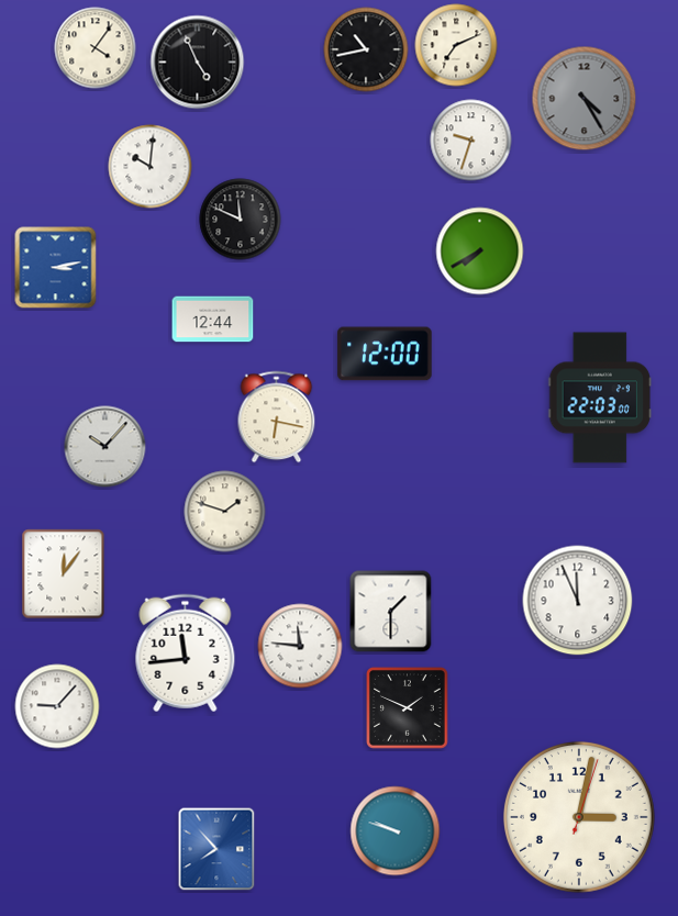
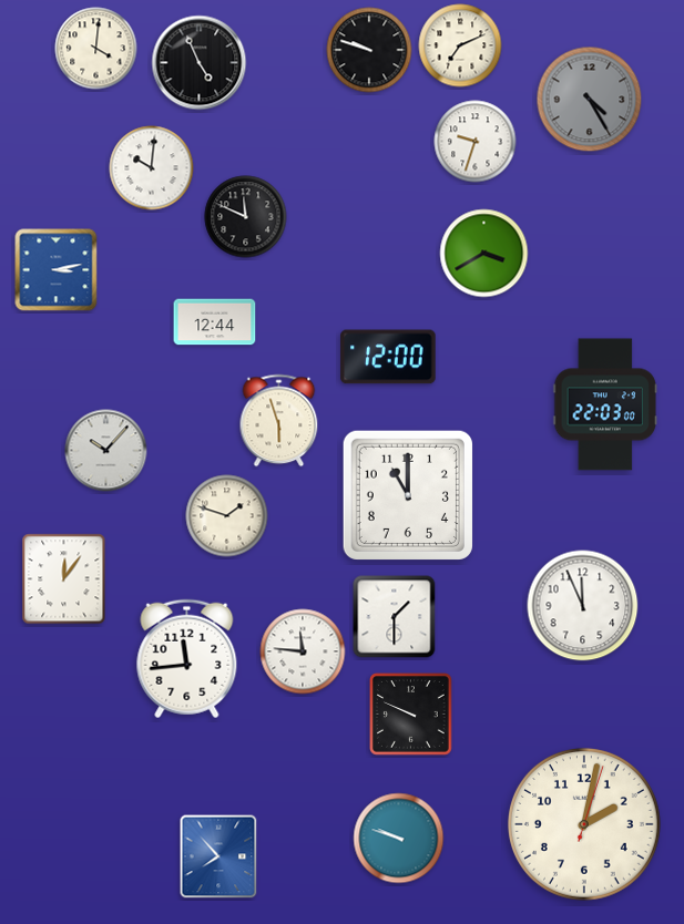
clock at (96, 48): 4:06 -> 4:01
clock at (366, 49): 10:43 -> 9:48
clock at (241, 220) position: (241, 220) -> (246, 217)
clock at (480, 252): 7:40 -> 3:40
clock at (599, 398) position: (599, 398) -> (604, 404)
clock at (277, 417): 6:17 -> 5:57
clock at (408, 495): none -> 11:00
clock at (57, 706): 9:07 -> none
clock at (408, 708): 1:49 -> 9:49
clock at (579, 817): 3:02 -> 2:02
